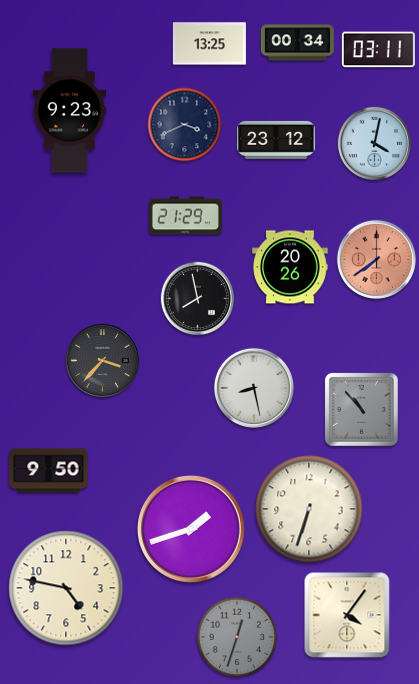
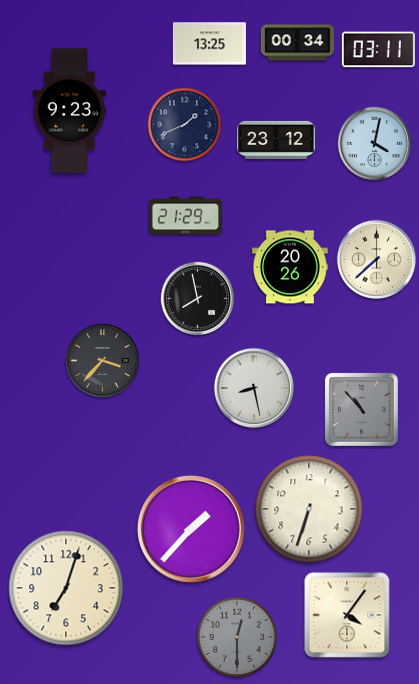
clock at (185, 125): 3:41 -> 1:41
clock at (376, 259): 7:39 -> 7:38
clock at (376, 259) dial: salmon -> cream
clock at (49, 471): 9:50 -> none
clock at (191, 529): 1:42 -> 1:37
clock at (66, 588): 4:47 -> 7:03
clock at (237, 637): 12:33 -> 12:30
